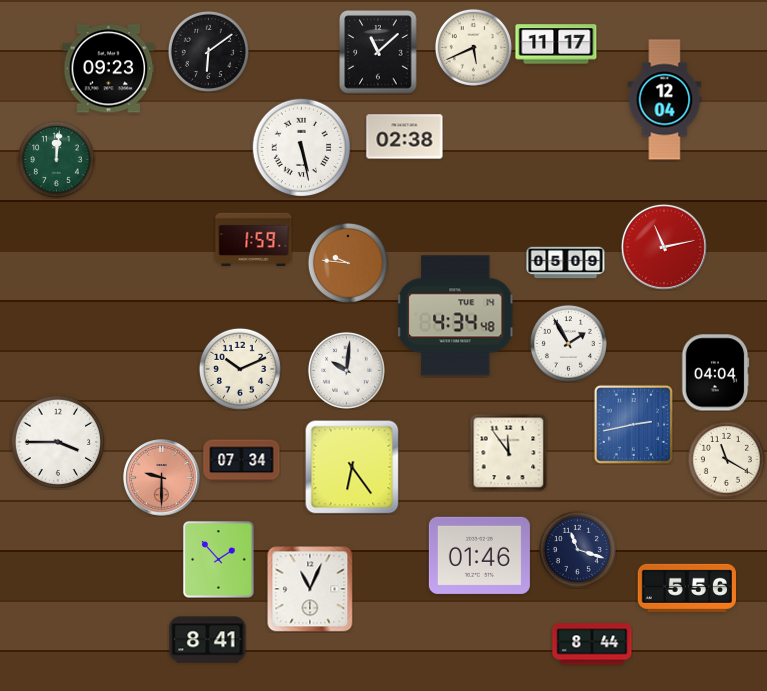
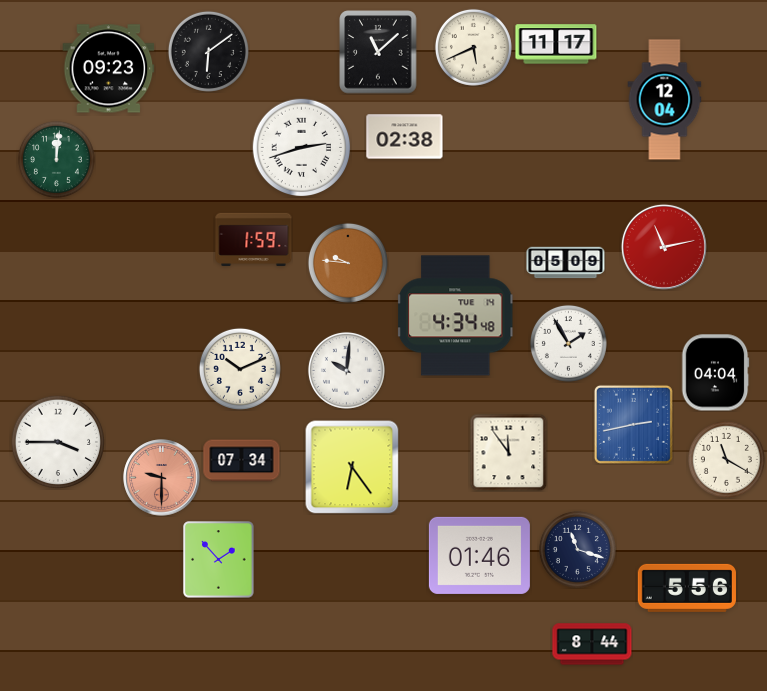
clock at (302, 148): 5:28 -> 2:42
clock at (310, 589): 11:04 -> none
clock at (208, 640): 8:41 -> none
